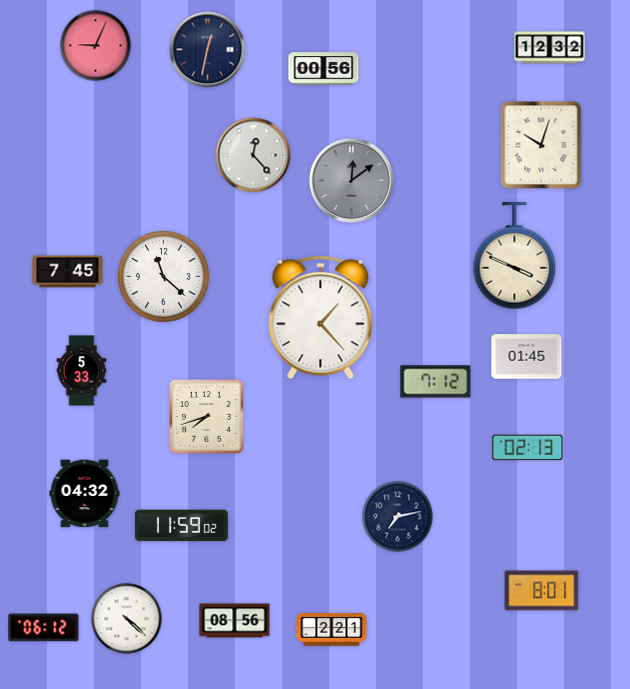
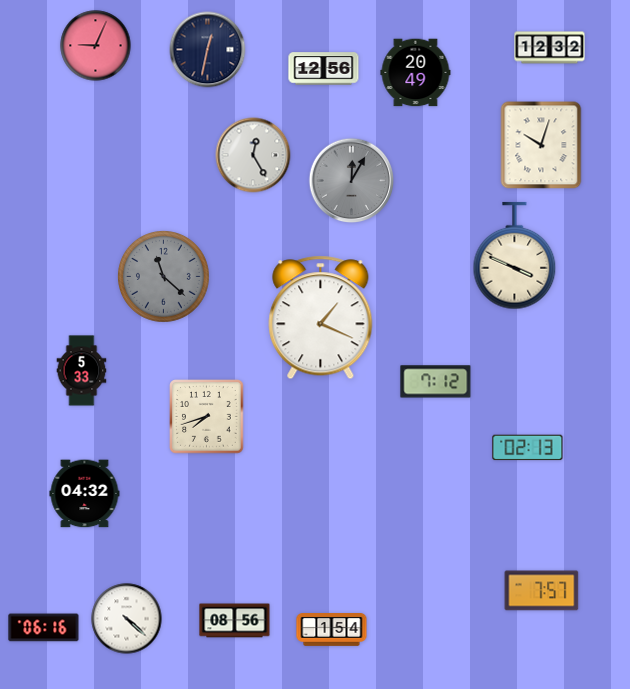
clock at (324, 69): 00:56 -> 12:56
clock at (416, 73): none -> 20:49
clock at (253, 155): 12:23 -> 12:25
clock at (352, 181): 12:09 -> 12:05
clock at (68, 272): 7:45 -> none
clock at (164, 277) dial: white -> grey
clock at (321, 318): 1:23 -> 1:19
clock at (527, 357): 01:45 -> none
clock at (398, 517): 7:13 -> none
clock at (181, 526): 11:59 -> none
clock at (542, 591): 8:01 -> 7:57
clock at (44, 628): 06:12 -> 06:16
clock at (332, 630): 2:21 -> 1:54
